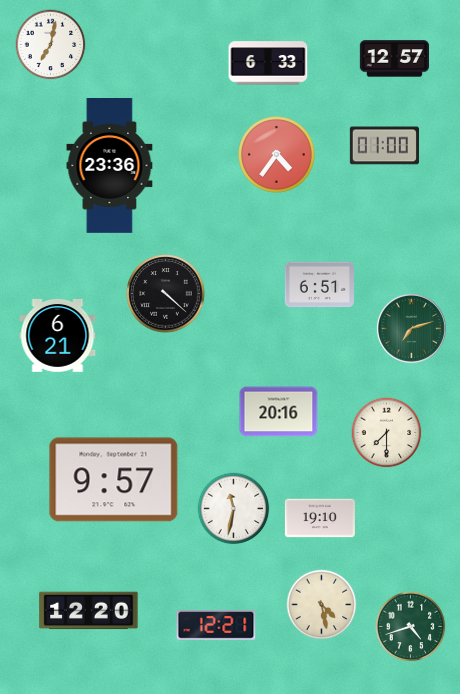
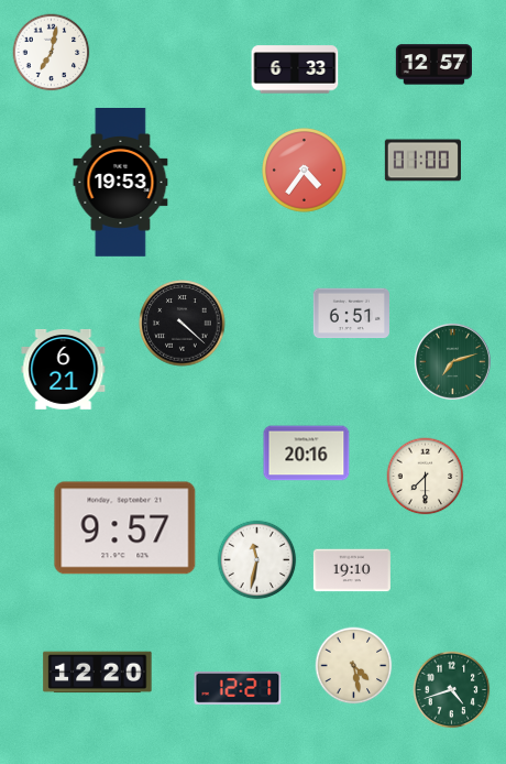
clock at (51, 45) position: (51, 45) -> (52, 53)
clock at (110, 166): 23:36 -> 19:53
